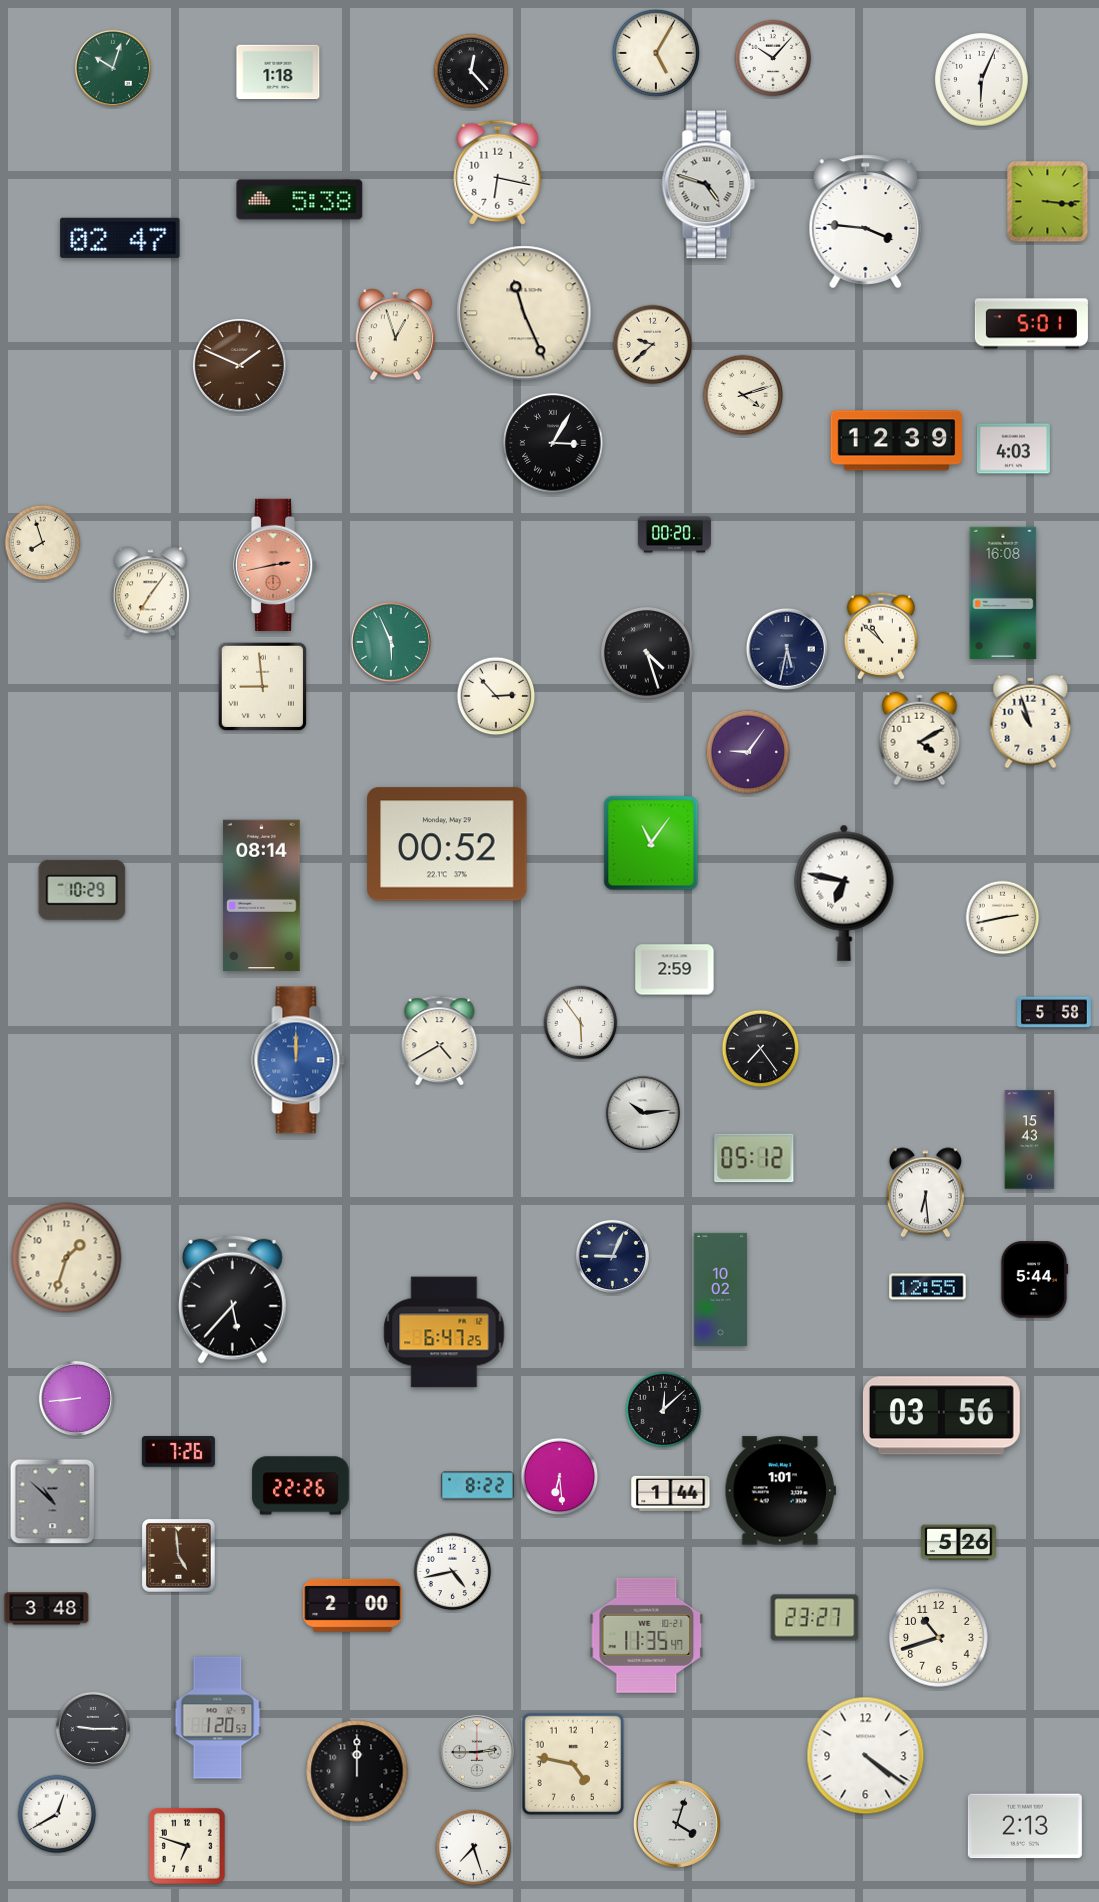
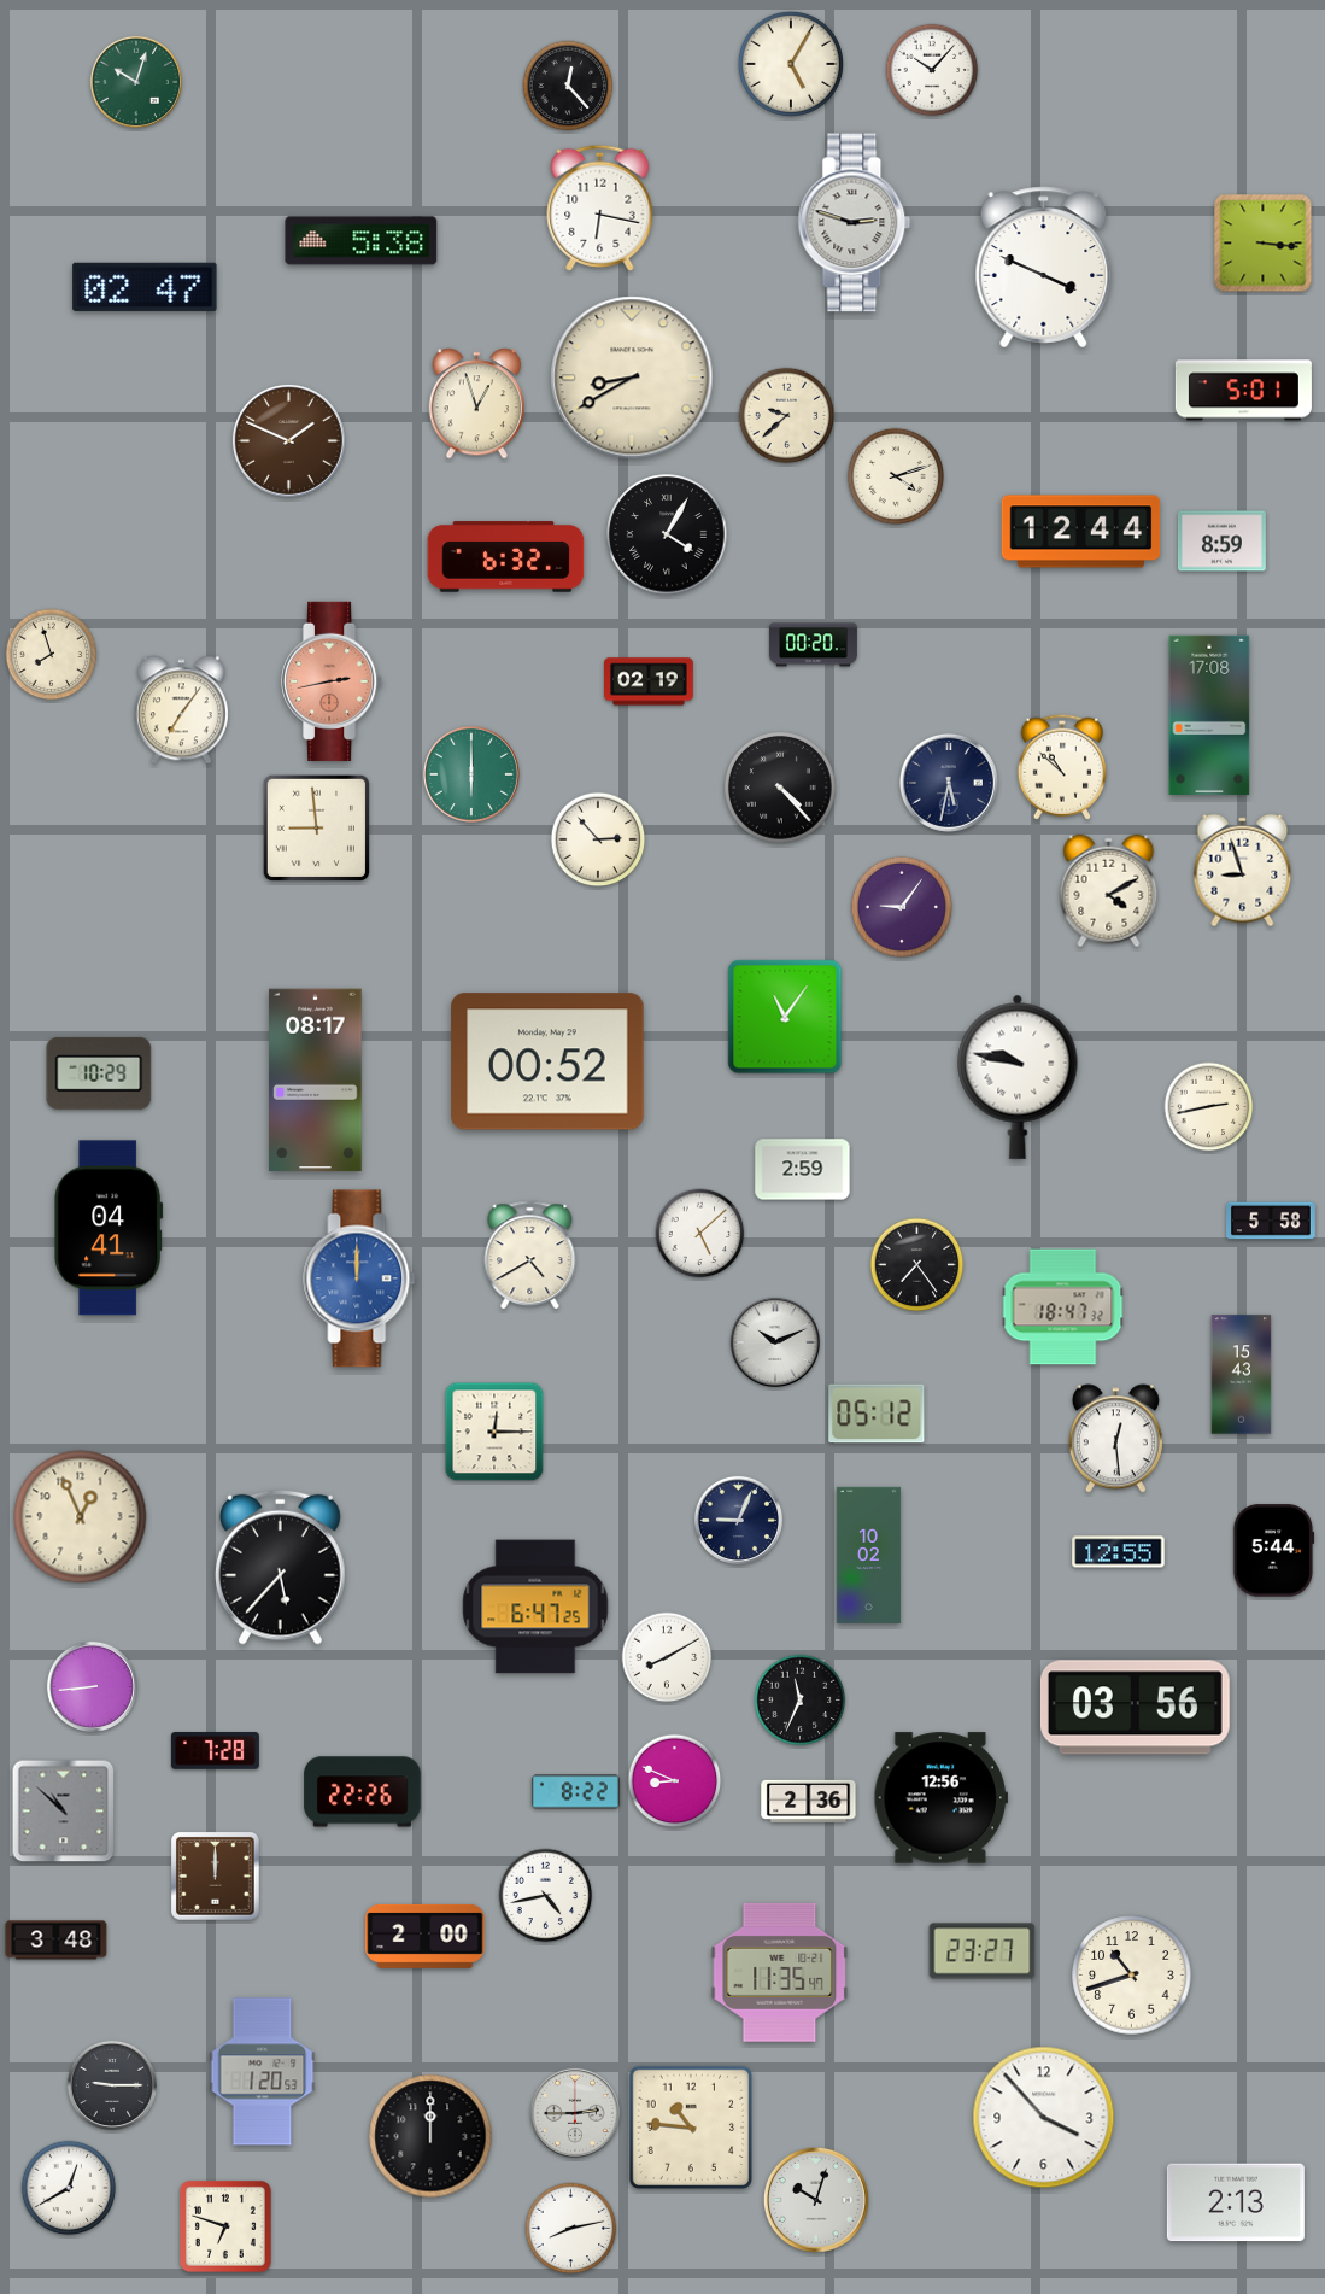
clock at (278, 72): 1:18 -> none
clock at (982, 80): 6:04 -> none
clock at (709, 185): 4:48 -> 2:48
clock at (866, 222): 3:46 -> 3:49
clock at (524, 313): 11:26 -> 8:40
clock at (897, 441): 12:39 -> 12:44
clock at (553, 443): 3:05 -> 4:05
clock at (1013, 449): 4:03 -> 8:59
clock at (506, 557): none -> 6:32
clock at (650, 681): none -> 02:19
clock at (150, 592) position: (150, 592) -> (181, 710)
clock at (1003, 593): 16:08 -> 17:08
clock at (391, 642): 5:56 -> 6:00
clock at (648, 654): 4:27 -> 4:23
clock at (1031, 722): 10:57 -> 8:57
clock at (447, 844) position: (447, 844) -> (547, 1061)
clock at (844, 893): 6:47 -> 9:47
clock at (262, 896): 08:14 -> 08:17
clock at (675, 970) position: (675, 970) -> (803, 1170)
clock at (109, 1228): none -> 04:41
clock at (581, 1023): 5:54 -> 5:08
clock at (1063, 1307): none -> 18:47
clock at (643, 1113): 10:14 -> 10:11
clock at (754, 1158) position: (754, 1158) -> (877, 1414)
clock at (494, 1432): none -> 12:15
clock at (925, 1193): 6:29 -> 12:29
clock at (612, 1256) position: (612, 1256) -> (738, 1520)
clock at (67, 1258): 1:33 -> 12:56
clock at (1034, 1280) position: (1034, 1280) -> (1273, 1551)
clock at (667, 1657): none -> 8:10
clock at (664, 1410): 12:08 -> 11:34
clock at (178, 1452): 7:26 -> 7:28
clock at (560, 1477): 6:29 -> 8:49
clock at (780, 1491): 1:01 -> 12:56
clock at (671, 1493): 1:44 -> 2:36
clock at (959, 1543): 5:26 -> none
clock at (179, 1556): 4:59 -> 12:00
clock at (866, 1756): 4:21 -> 3:53
clock at (572, 1763): 4:47 -> 10:46
clock at (677, 1824): 4:03 -> 10:03
clock at (474, 1848): 7:27 -> 8:13
